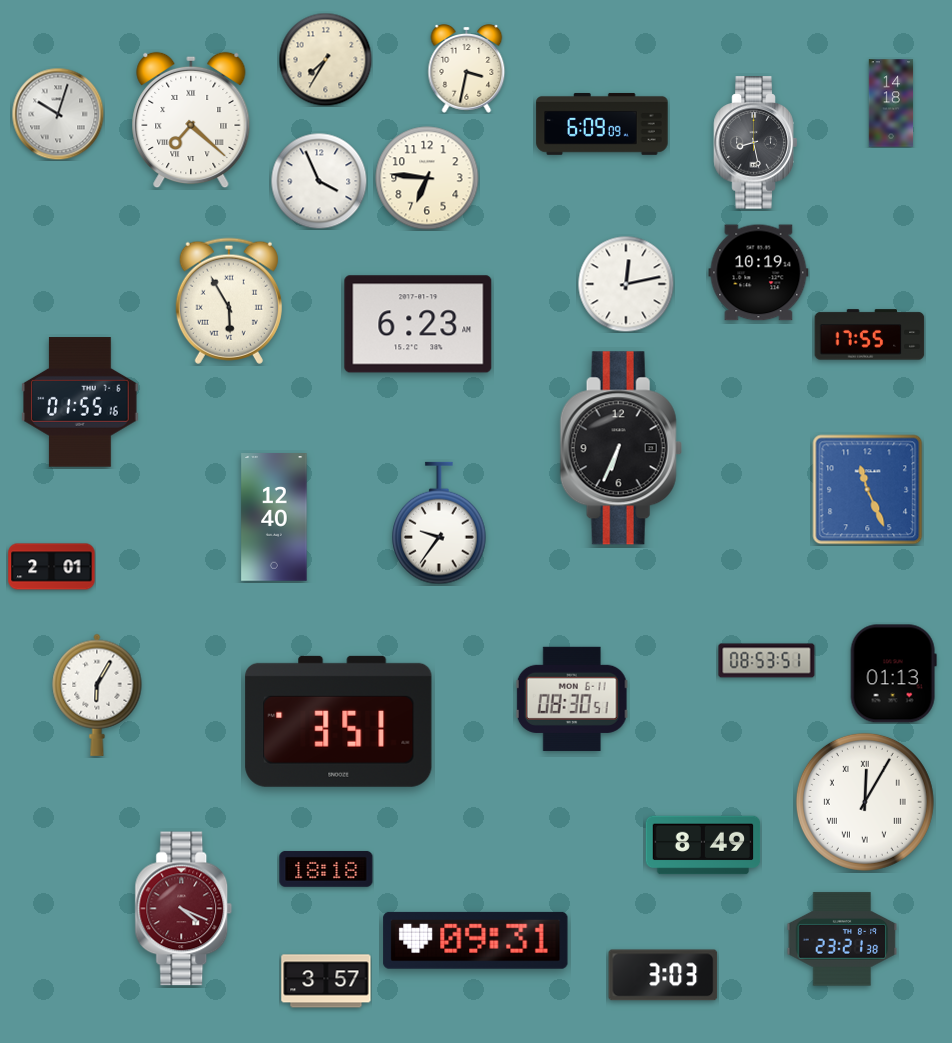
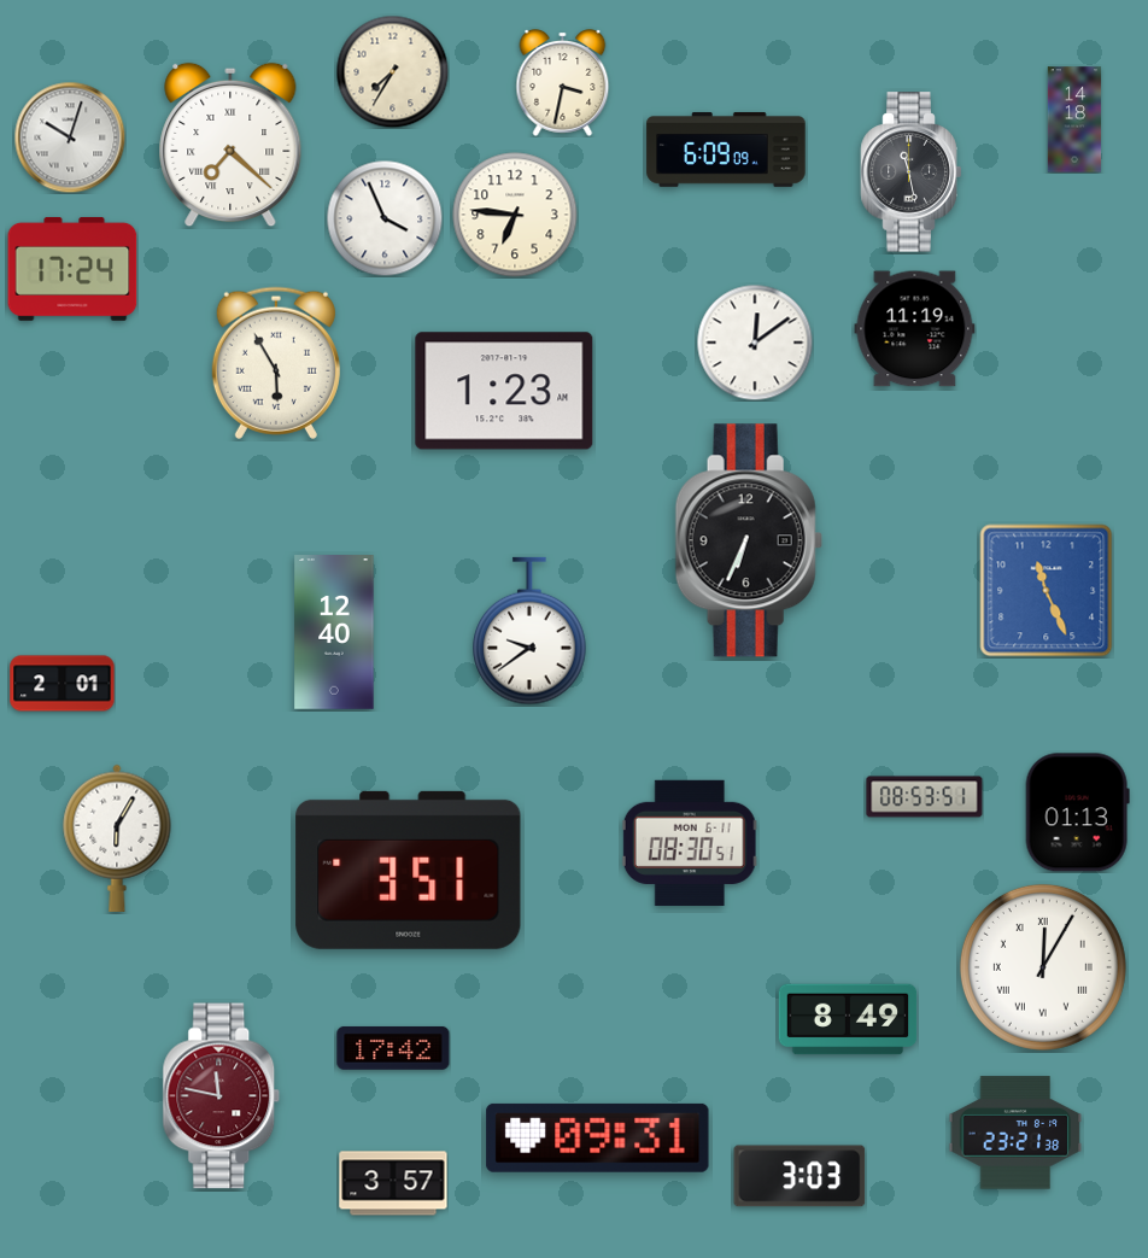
clock at (891, 103) position: (891, 103) -> (1074, 119)
clock at (756, 143): 8:28 -> 11:28
clock at (72, 269): none -> 17:24
clock at (759, 273): 10:19 -> 11:19
clock at (626, 284): 12:13 -> 12:09
clock at (418, 324): 6:23 -> 1:23
clock at (870, 335): 17:55 -> none
clock at (80, 402): 01:55 -> none
clock at (274, 517) position: (274, 517) -> (334, 632)
clock at (439, 523): 9:36 -> 9:39
clock at (326, 869): 18:18 -> 17:42
clock at (184, 909): 4:19 -> 11:47
clock at (476, 940) position: (476, 940) -> (598, 1137)
